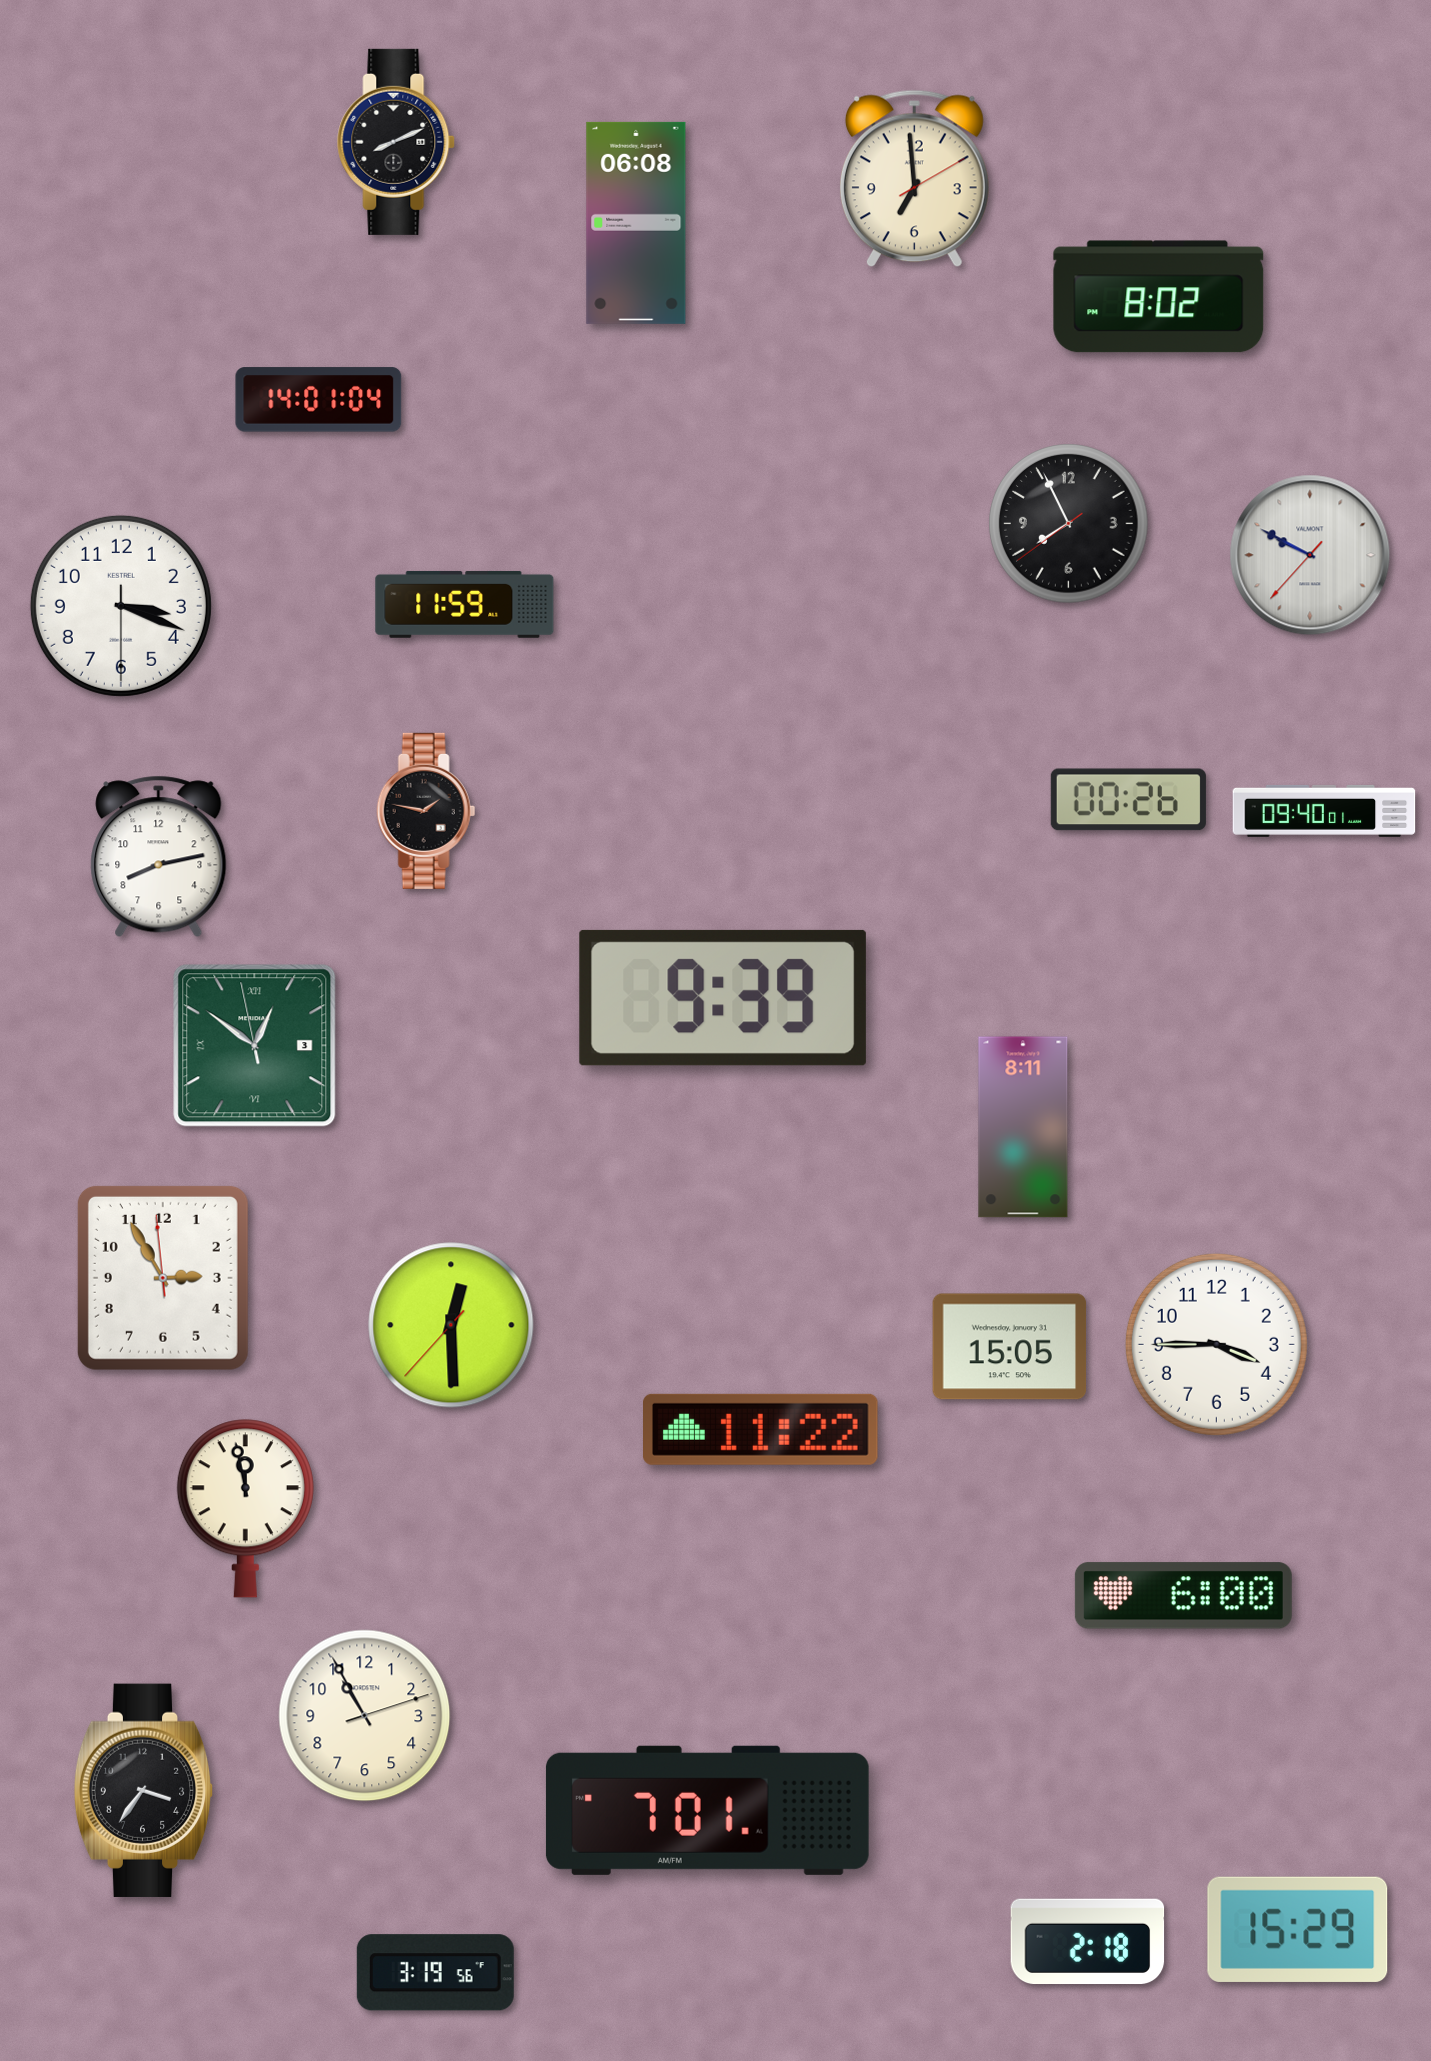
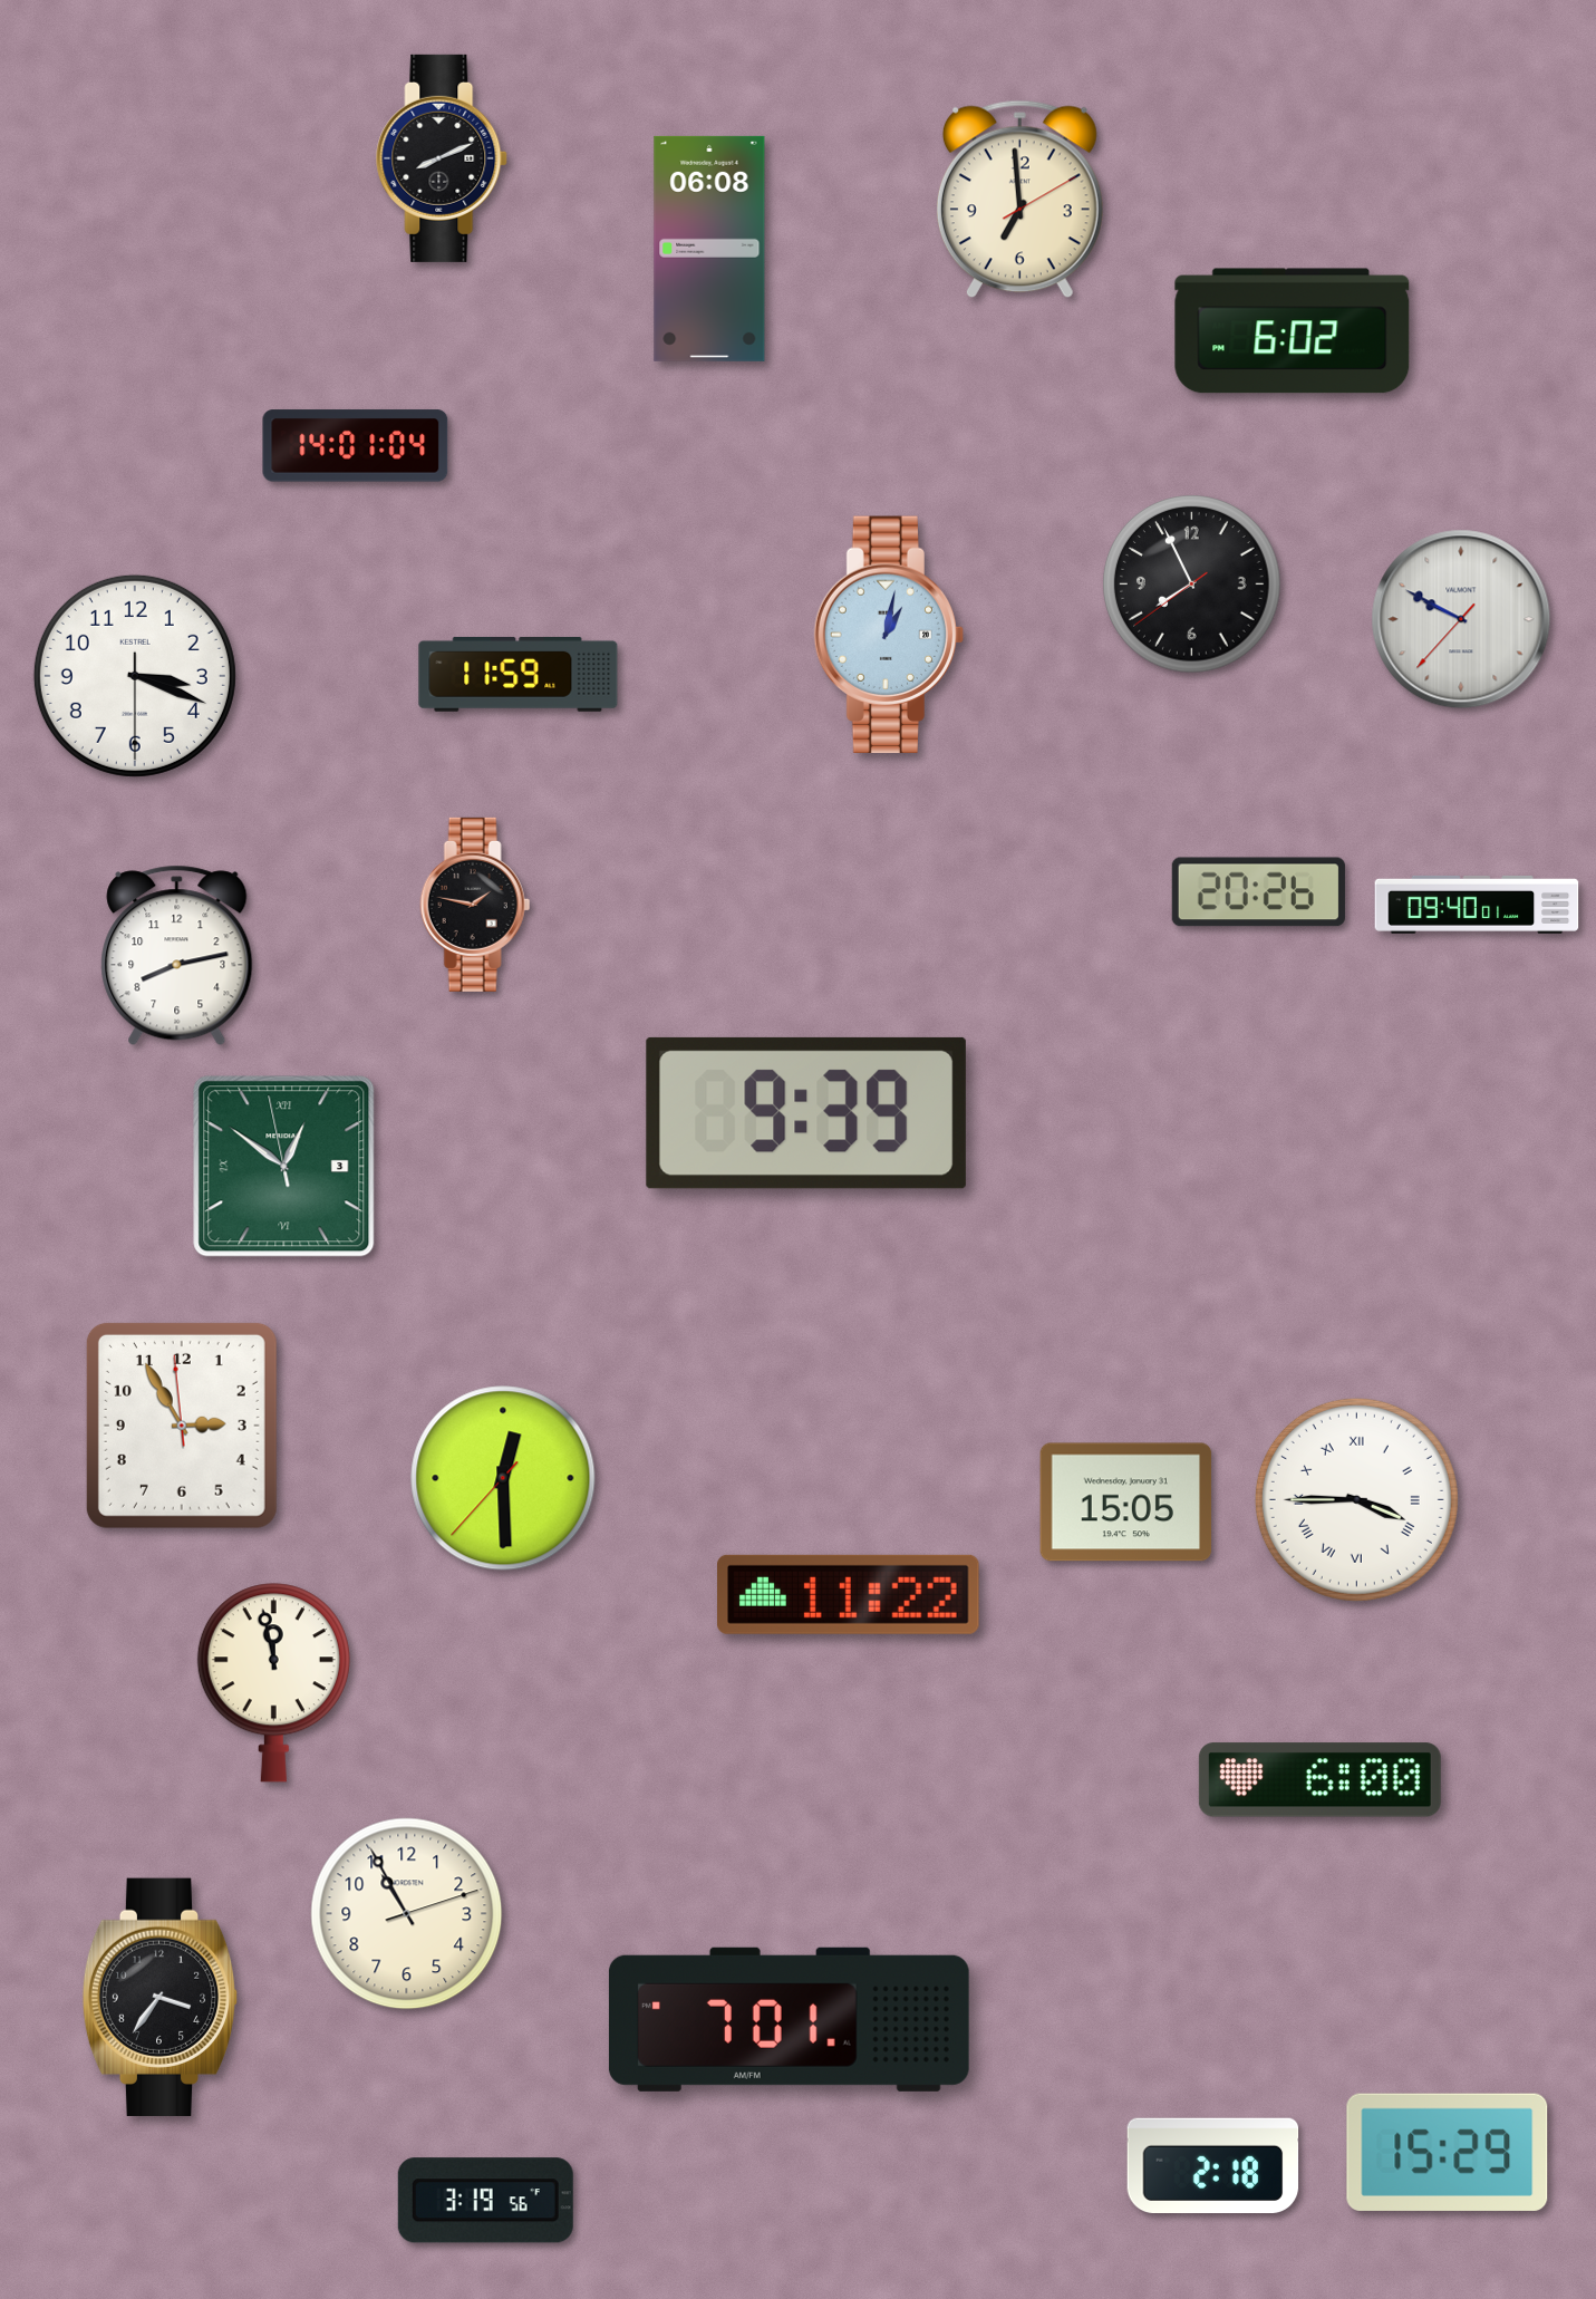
clock at (1159, 297): 8:02 -> 6:02
clock at (889, 635): none -> 1:02
clock at (1128, 800): 00:26 -> 20:26
clock at (1023, 1127): 8:11 -> none
clock at (1216, 1344) numerals: Arabic -> Roman
